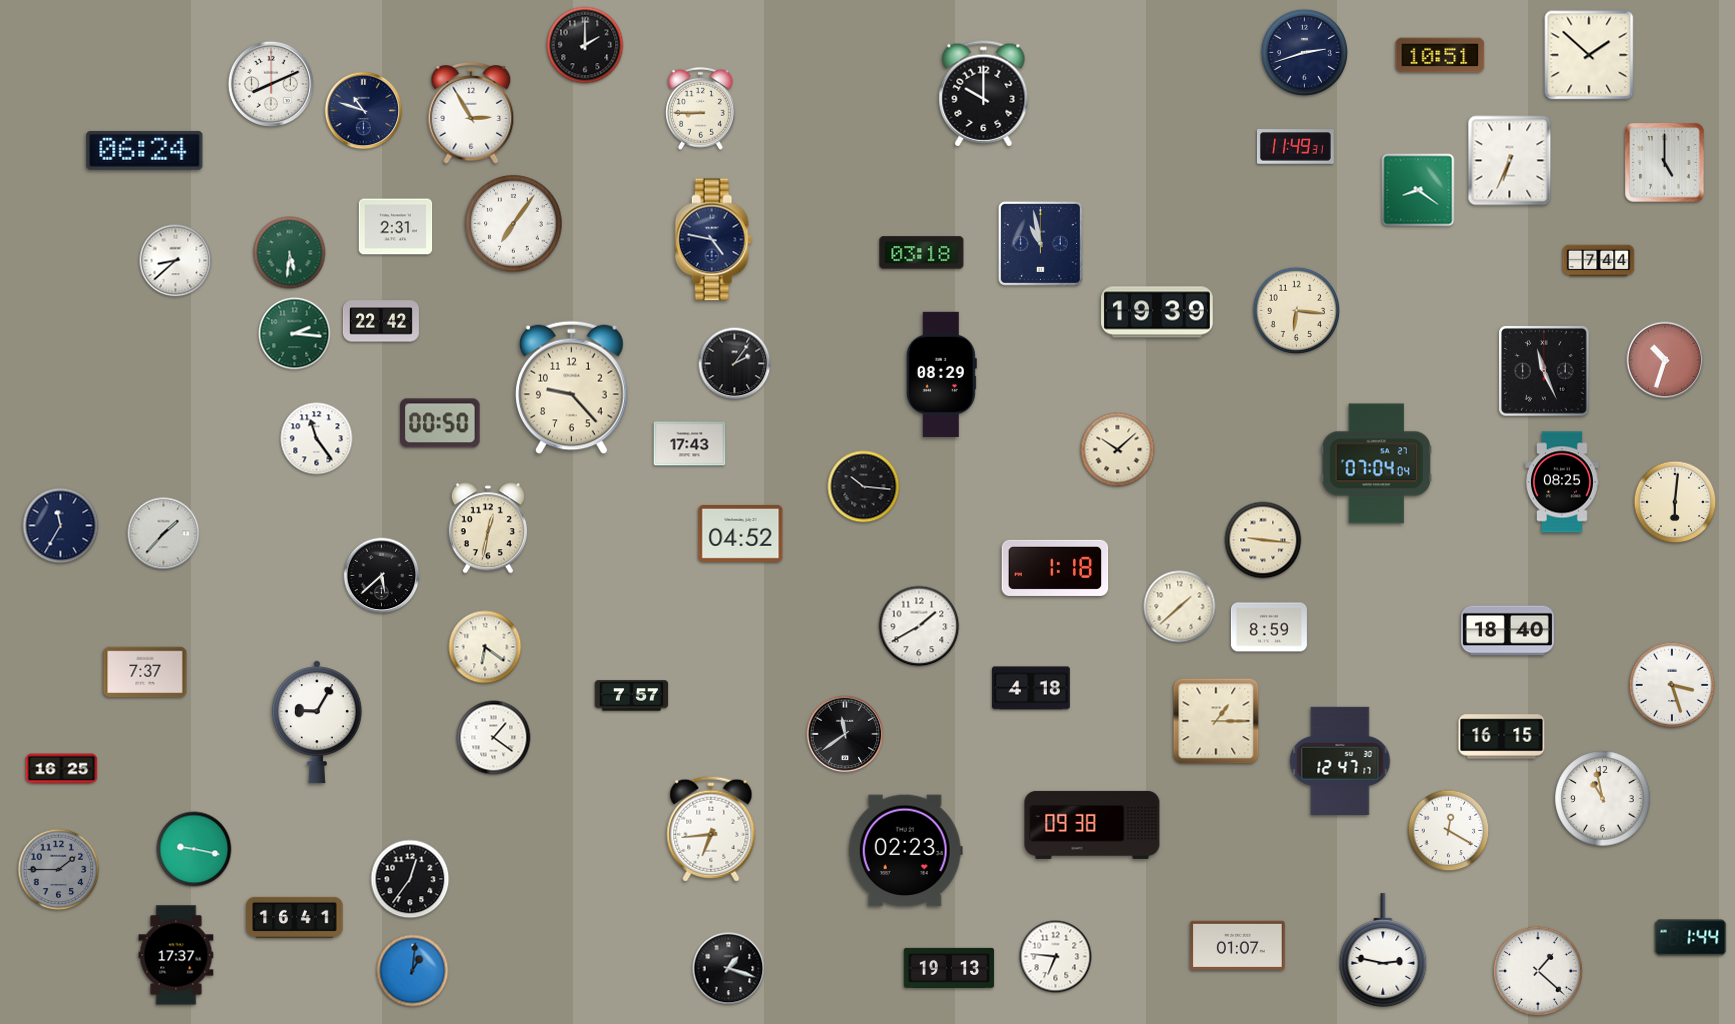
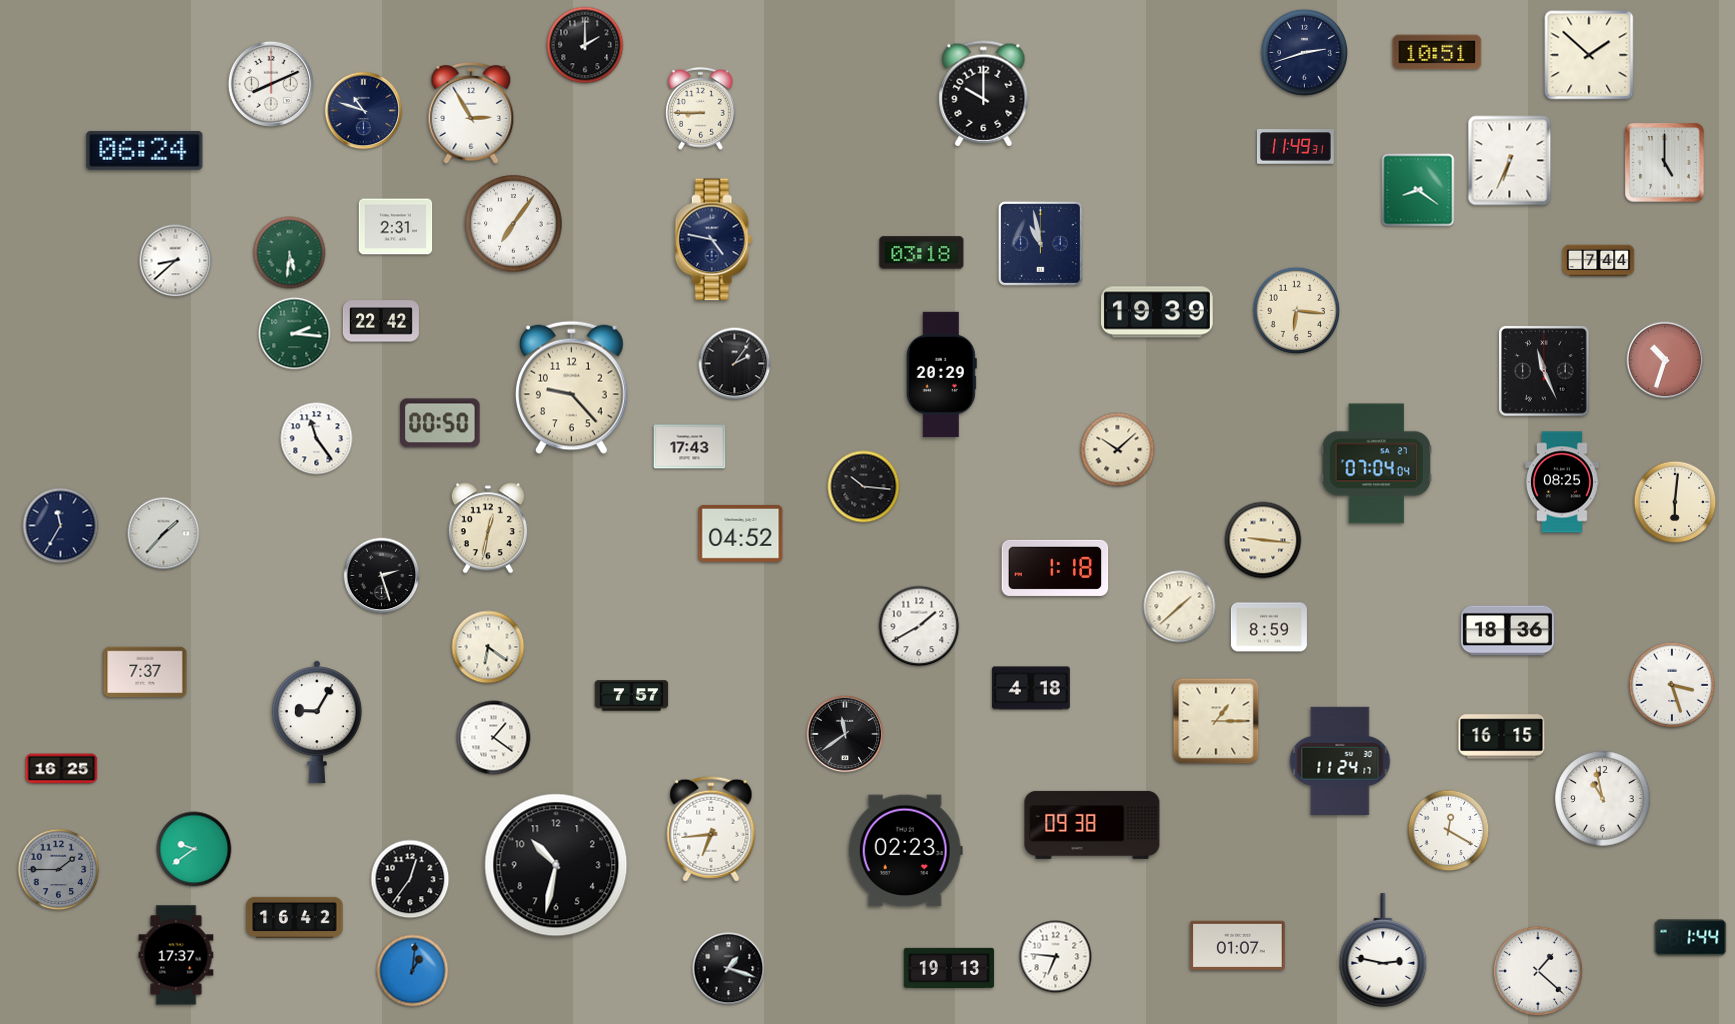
clock at (1440, 55) position: (1440, 55) -> (1437, 52)
clock at (941, 374): 08:29 -> 20:29
clock at (690, 444) position: (690, 444) -> (690, 447)
clock at (382, 576): 5:38 -> 2:27
clock at (1507, 631): 18:40 -> 18:36
clock at (485, 647) position: (485, 647) -> (488, 647)
clock at (1340, 760): 12:47 -> 11:24
clock at (194, 849): 9:17 -> 9:39
clock at (556, 865): none -> 10:32
clock at (295, 917): 16:41 -> 16:42
